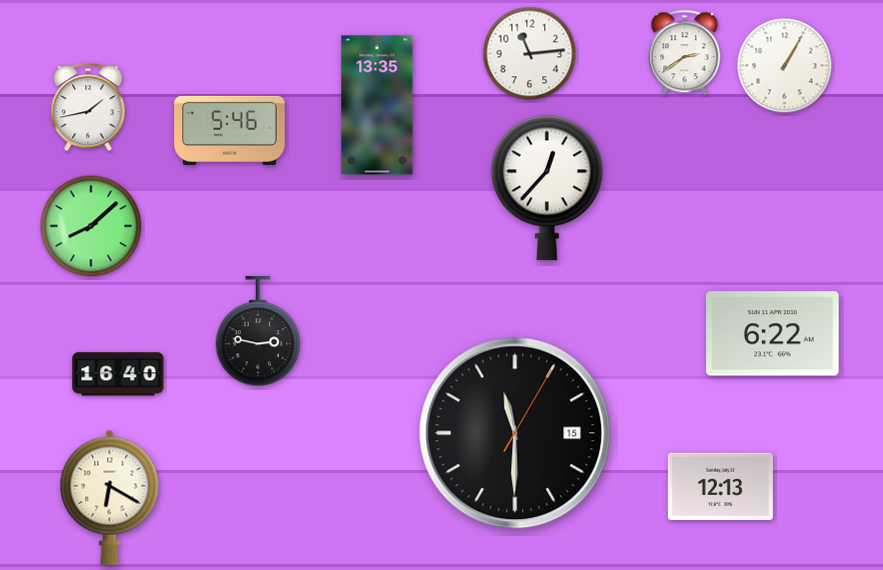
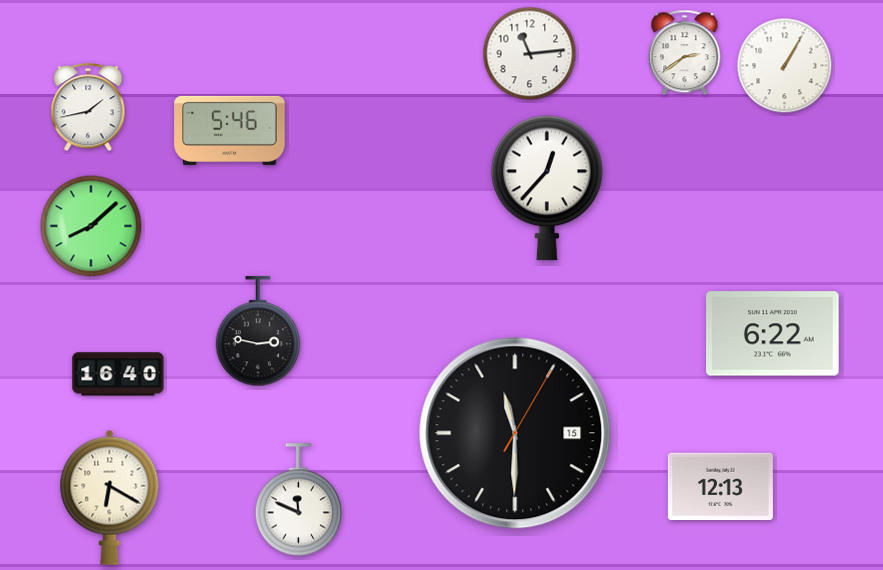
clock at (377, 105): 13:35 -> none
clock at (299, 500): none -> 11:49
